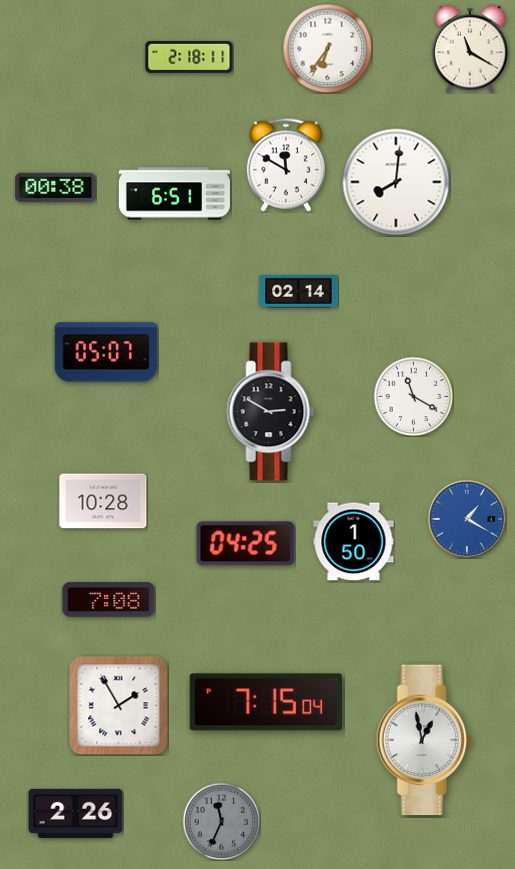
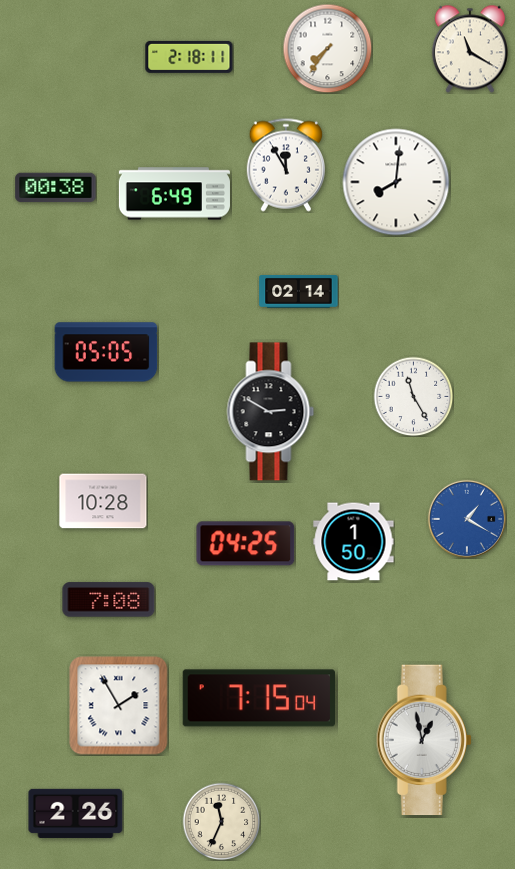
clock at (327, 48): 6:36 -> 7:36
clock at (285, 165): 11:50 -> 11:55
clock at (174, 194): 6:51 -> 6:49
clock at (106, 352): 05:07 -> 05:05
clock at (413, 396): 11:20 -> 11:25
clock at (265, 702) position: (265, 702) -> (258, 698)
clock at (221, 821) dial: grey -> cream
